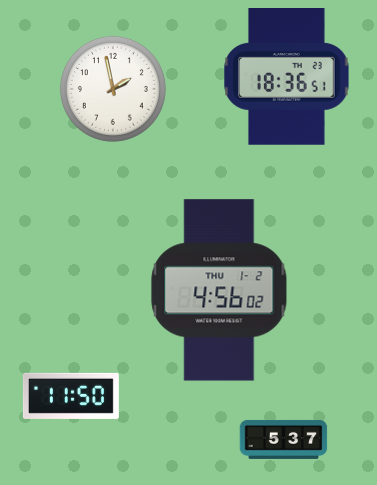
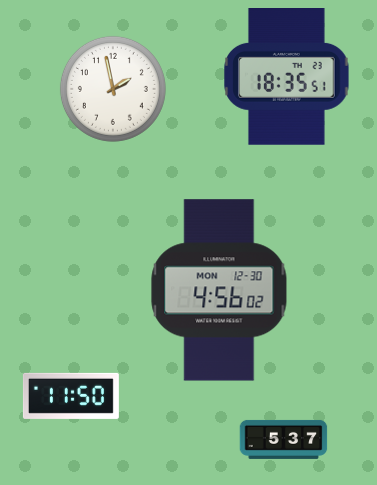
clock at (287, 77): 18:36 -> 18:35
clock at (219, 290) date: THU 1-2 -> MON 12-30
